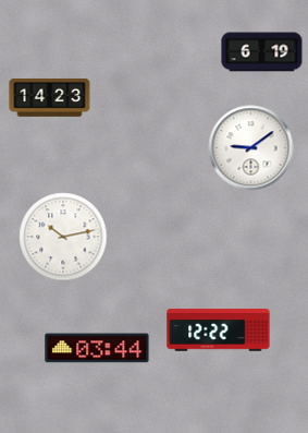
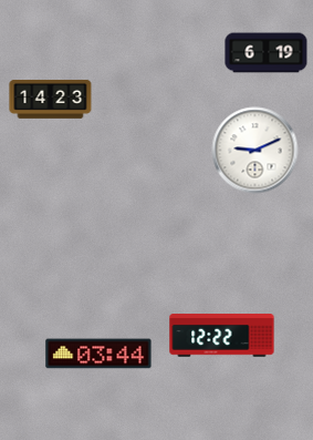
clock at (251, 148): 9:09 -> 9:11
clock at (63, 237): 10:13 -> none
